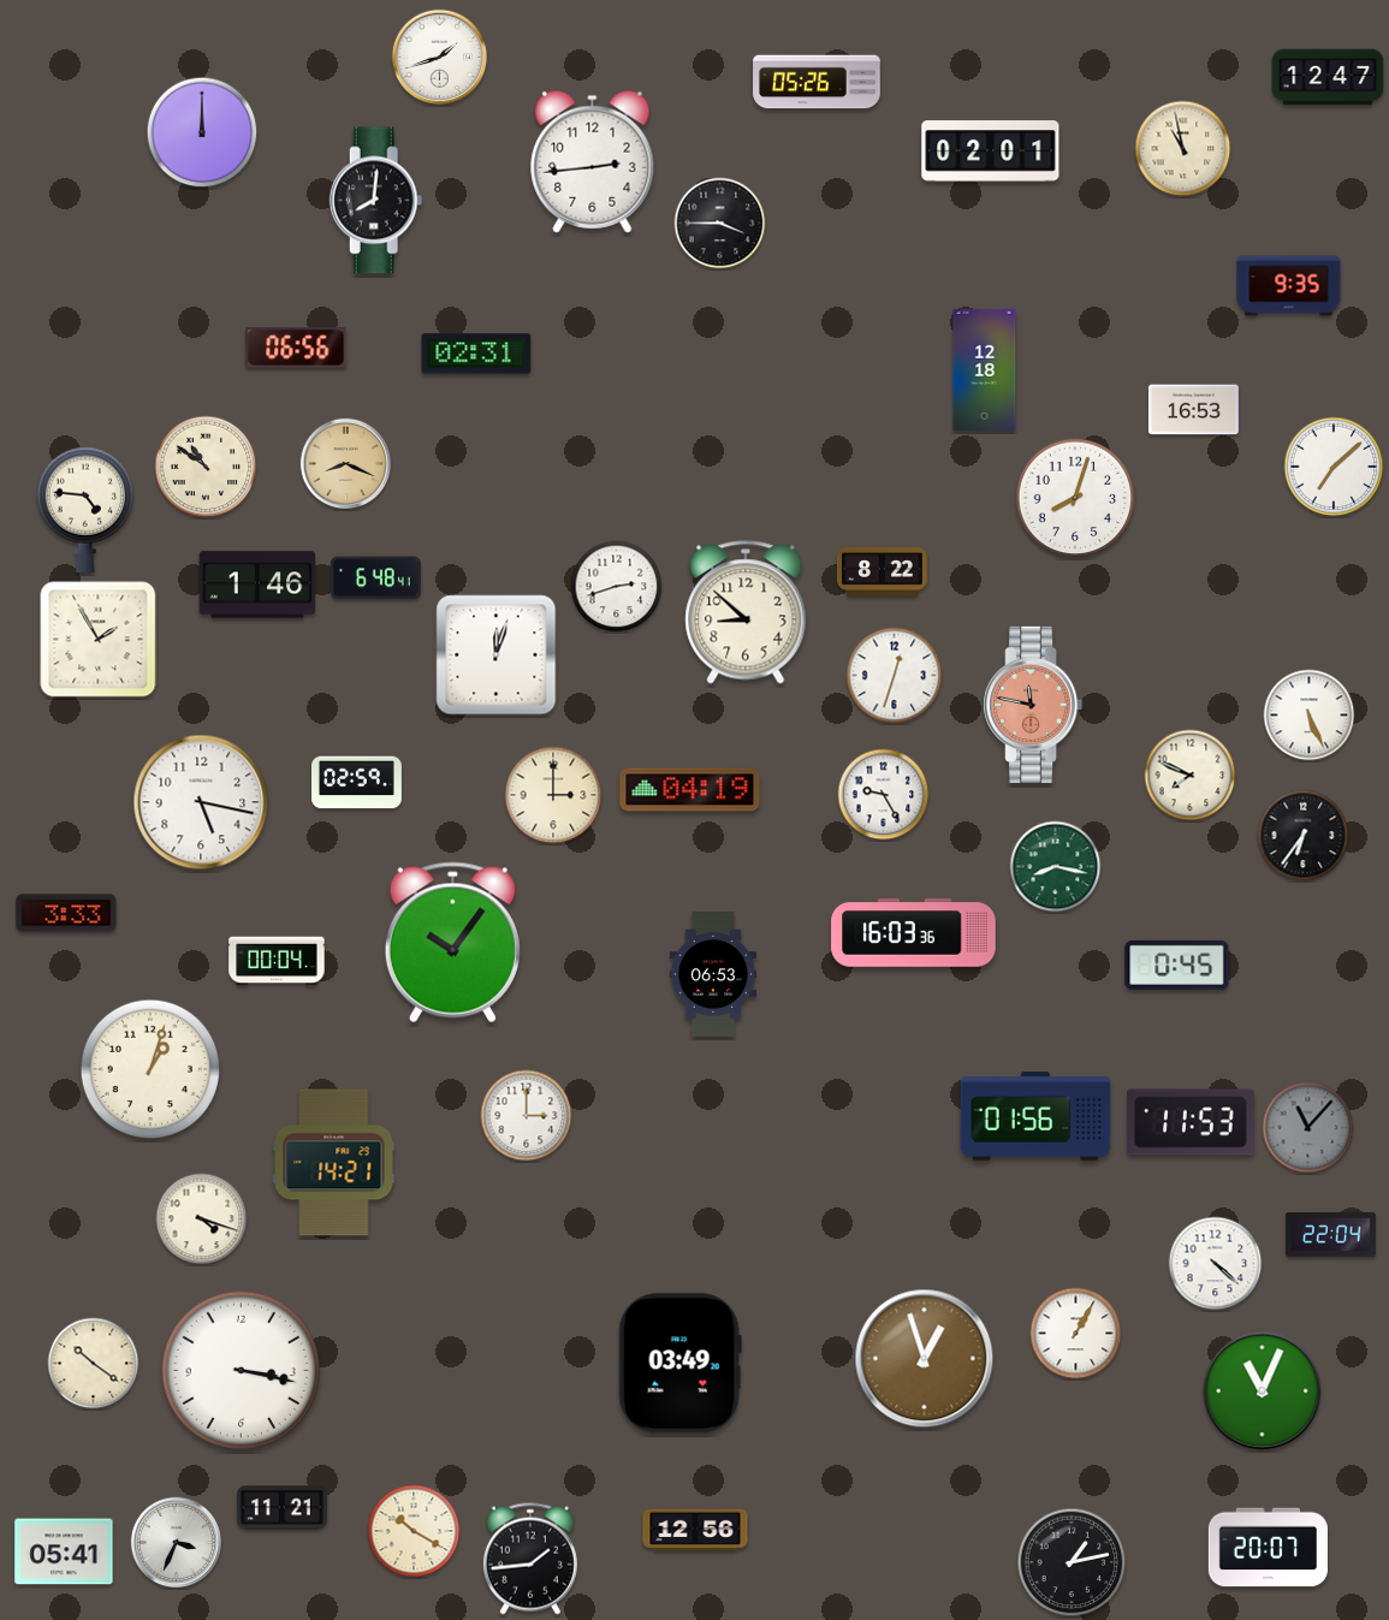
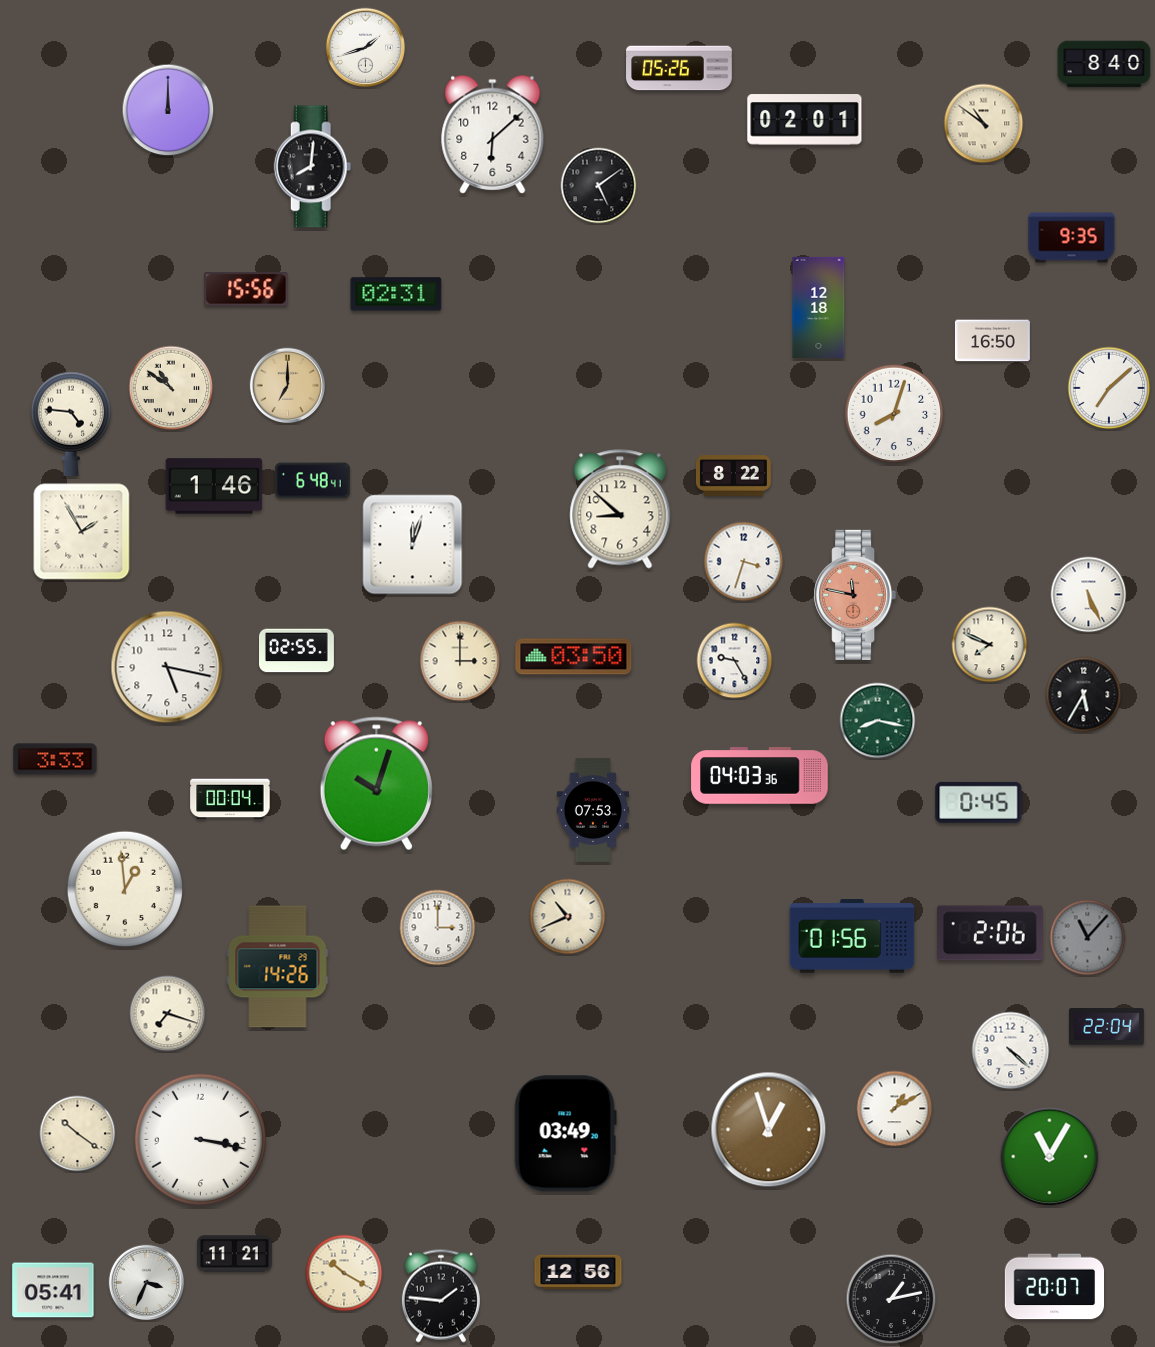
clock at (1328, 77): 12:47 -> 8:40
clock at (1183, 149): 10:58 -> 10:51
clock at (991, 152) position: (991, 152) -> (805, 120)
clock at (593, 161): 2:44 -> 6:08
clock at (720, 224): 3:45 -> 5:09
clock at (296, 348): 06:56 -> 15:56
clock at (1193, 410): 16:53 -> 16:50
clock at (346, 464): 8:19 -> 7:00
clock at (617, 587): 2:42 -> none
clock at (895, 676): 12:33 -> 3:33
clock at (1033, 705) position: (1033, 705) -> (855, 595)
clock at (357, 783): 02:59 -> 02:55
clock at (690, 790): 04:19 -> 03:50
clock at (1304, 836): 6:36 -> 5:35
clock at (914, 933): 16:03 -> 04:03
clock at (452, 943): 10:06 -> 10:03
clock at (712, 974): 06:53 -> 07:53
clock at (150, 1069): 1:03 -> 12:59
clock at (568, 917): none -> 10:41
clock at (1035, 1116) position: (1035, 1116) -> (852, 936)
clock at (1192, 1122): 11:53 -> 2:06
clock at (334, 1163): 14:21 -> 14:26
clock at (202, 1220): 4:18 -> 7:18
clock at (1076, 1334): 1:05 -> 1:10
clock at (1263, 1391): 11:04 -> 11:05
clock at (530, 1559): 1:44 -> 1:46
